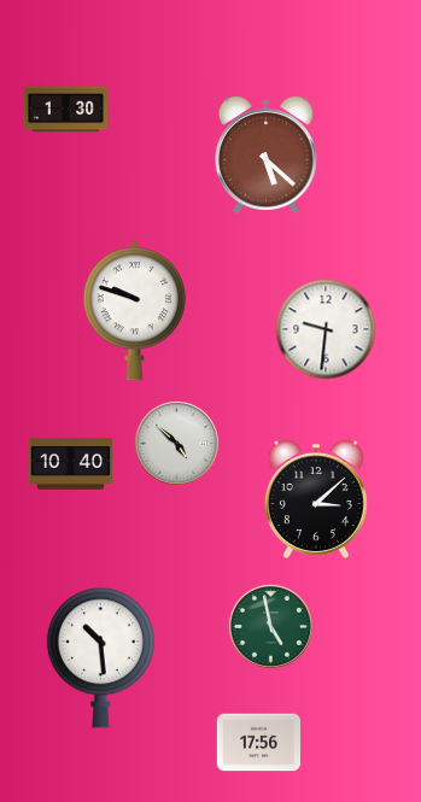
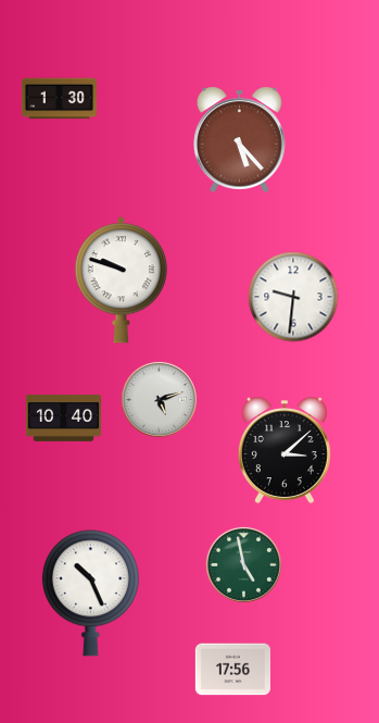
clock at (265, 154): 5:22 -> 5:23
clock at (176, 443): 4:52 -> 5:12
clock at (100, 658): 10:29 -> 10:26
